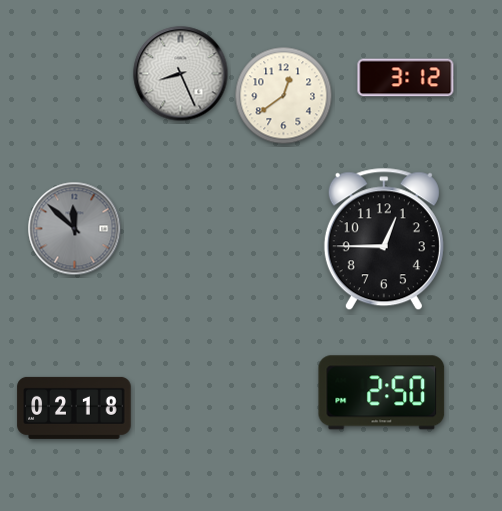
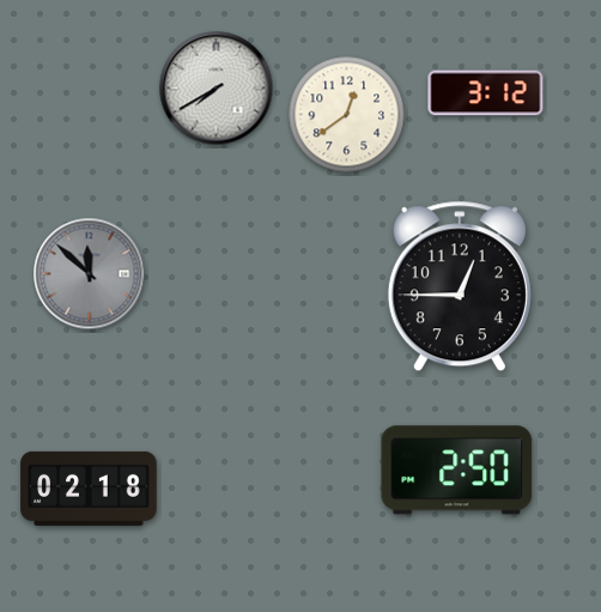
clock at (181, 74): 8:26 -> 7:40
clock at (284, 96) position: (284, 96) -> (347, 115)
